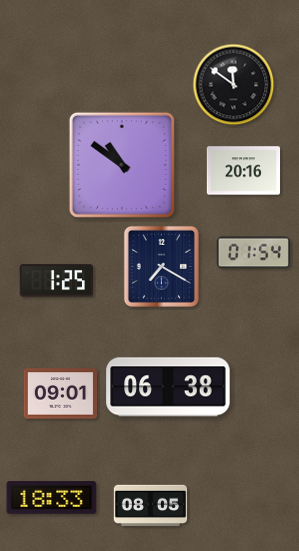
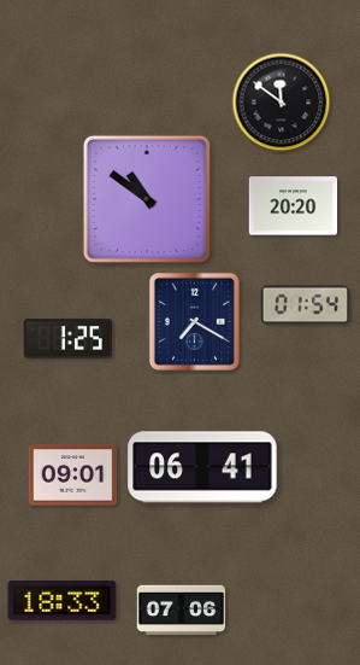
clock at (244, 171): 20:16 -> 20:20
clock at (168, 387): 06:38 -> 06:41
clock at (151, 506): 08:05 -> 07:06
